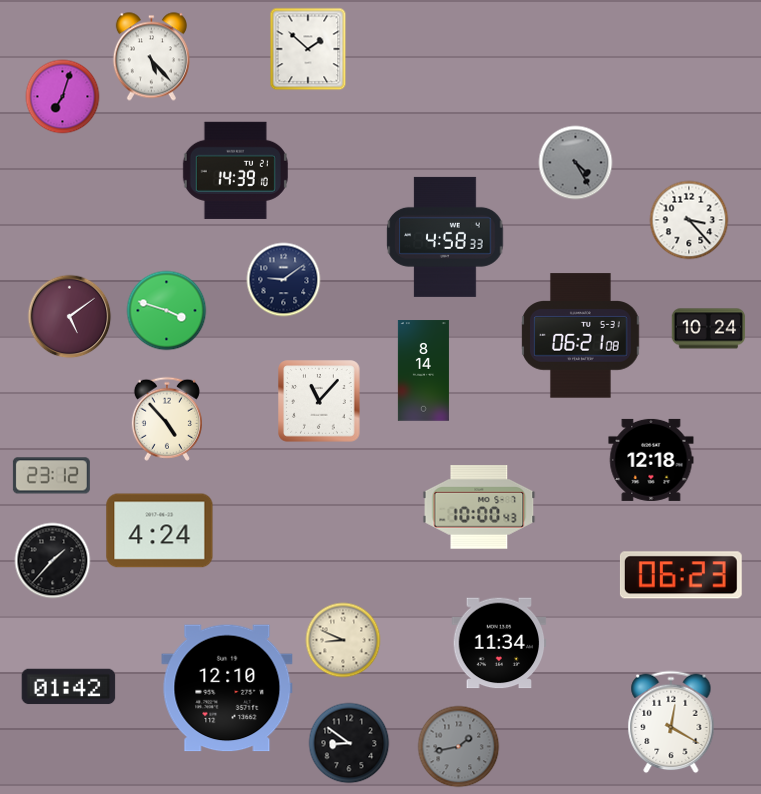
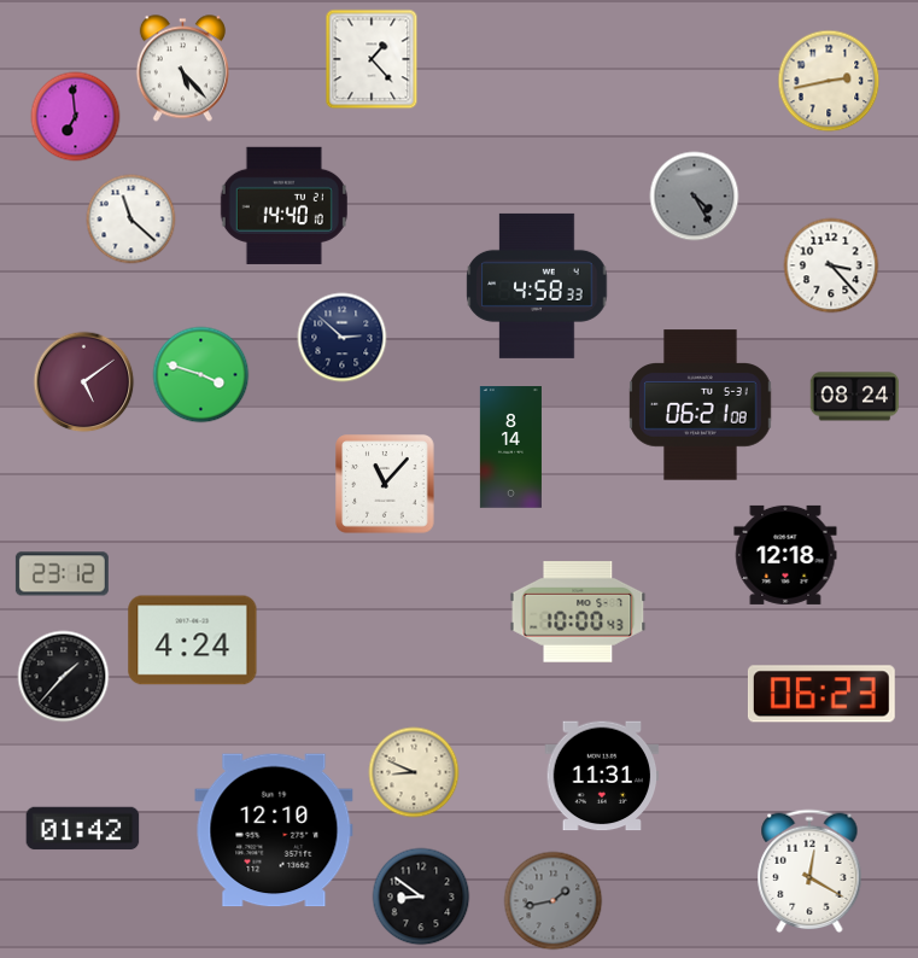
clock at (308, 49): 1:52 -> 1:23
clock at (829, 81): none -> 2:43
clock at (63, 97): 7:03 -> 6:59
clock at (235, 170): 14:39 -> 14:40
clock at (131, 220): none -> 11:22
clock at (284, 280): 9:09 -> 2:52
clock at (709, 329): 10:24 -> 08:24
clock at (167, 419): 4:53 -> none
clock at (499, 643): 11:34 -> 11:31
